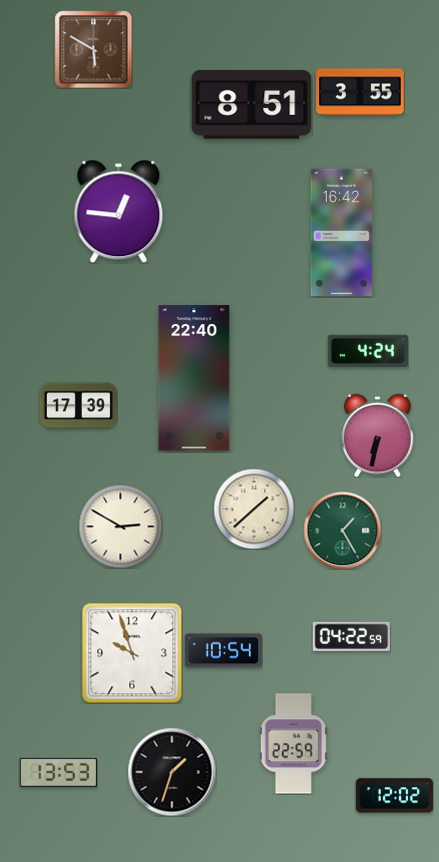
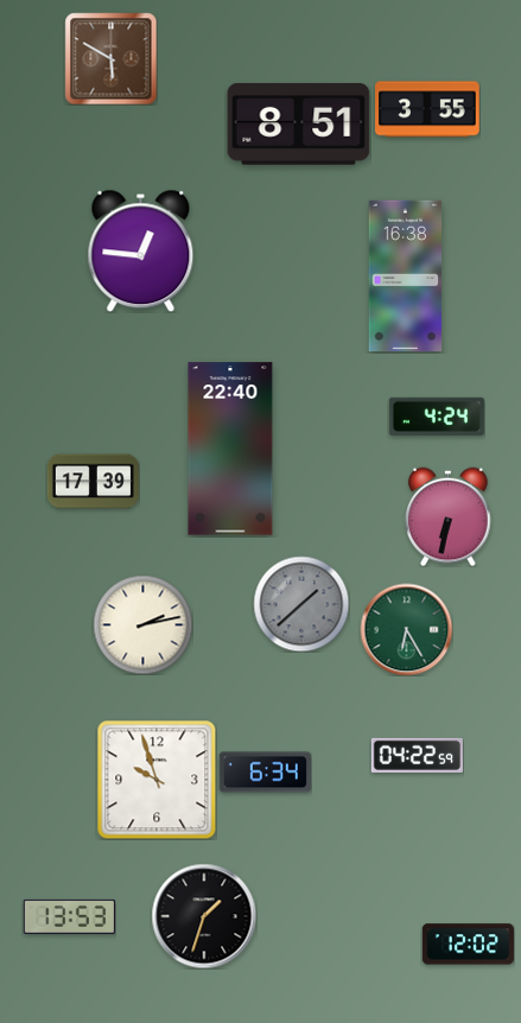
clock at (342, 233): 16:42 -> 16:38
clock at (254, 509) dial: cream -> grey
clock at (120, 526): 2:50 -> 2:13
clock at (342, 530): 1:25 -> 6:25
clock at (223, 651): 10:54 -> 6:34
clock at (132, 653) position: (132, 653) -> (157, 780)
clock at (293, 744): 22:59 -> none
